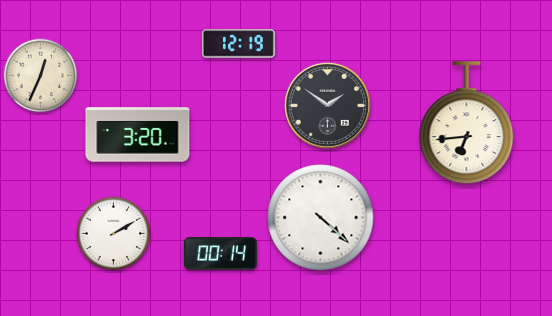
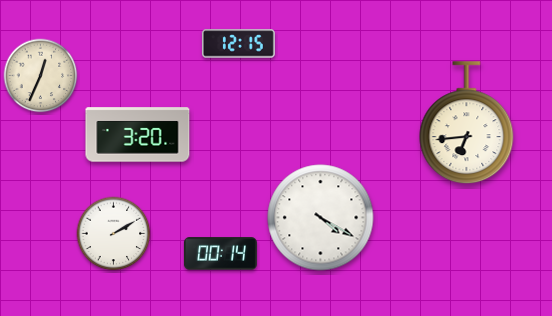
clock at (238, 44): 12:19 -> 12:15
clock at (327, 105): 1:51 -> none
clock at (321, 218): 4:22 -> 4:20
